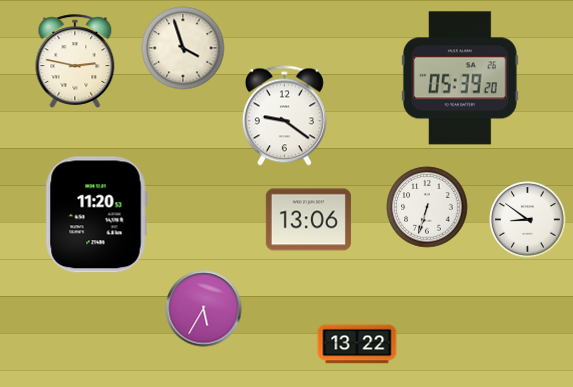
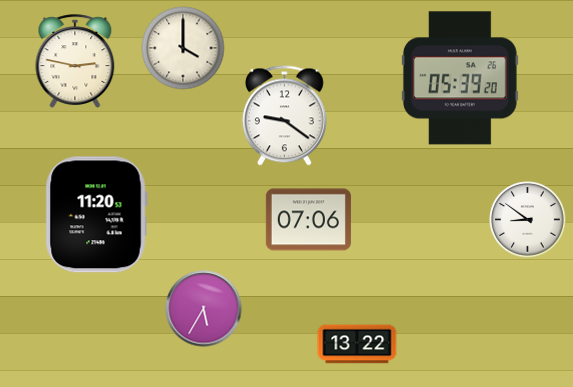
clock at (183, 48): 3:57 -> 4:00
clock at (427, 207): 6:33 -> none
clock at (308, 220): 13:06 -> 07:06
